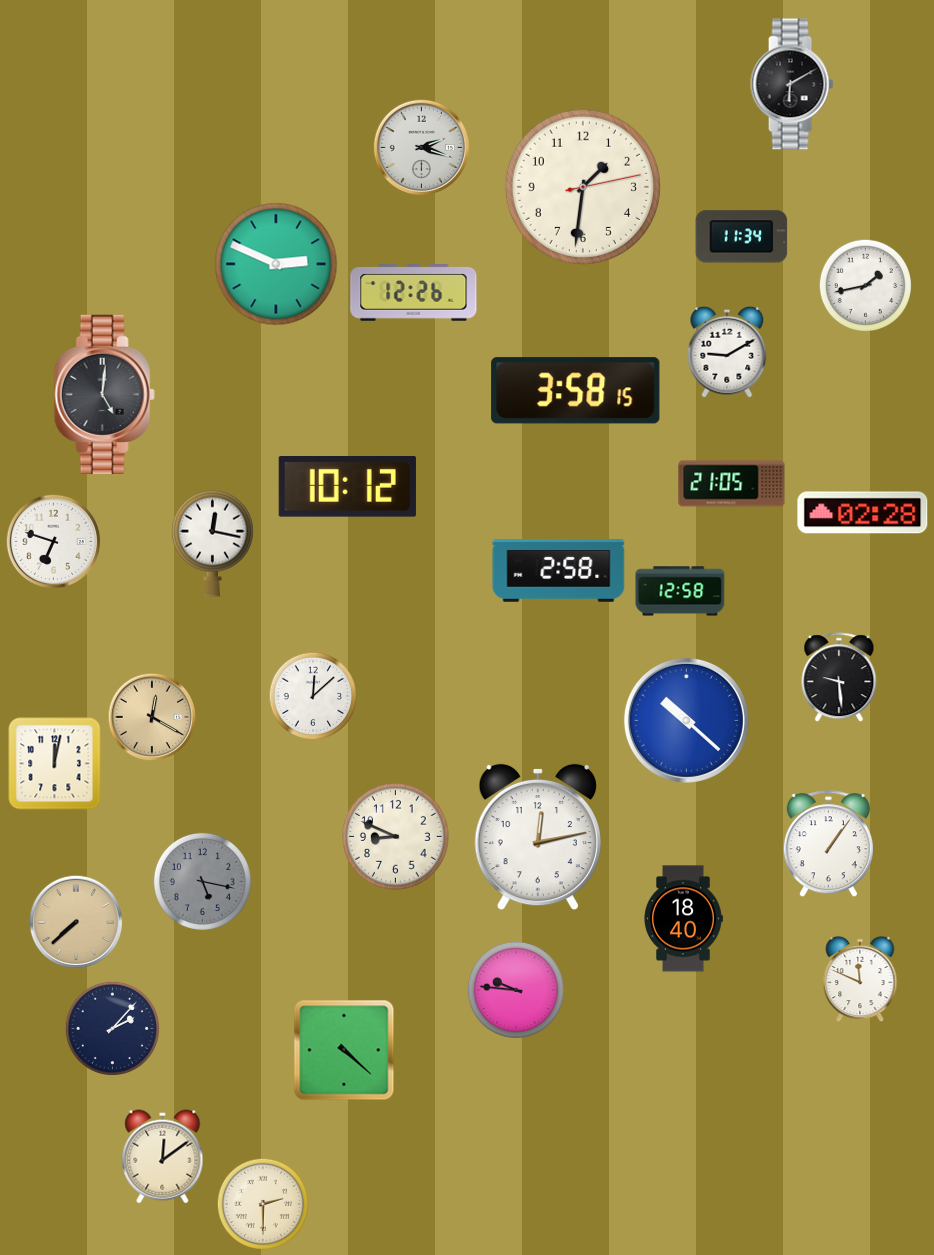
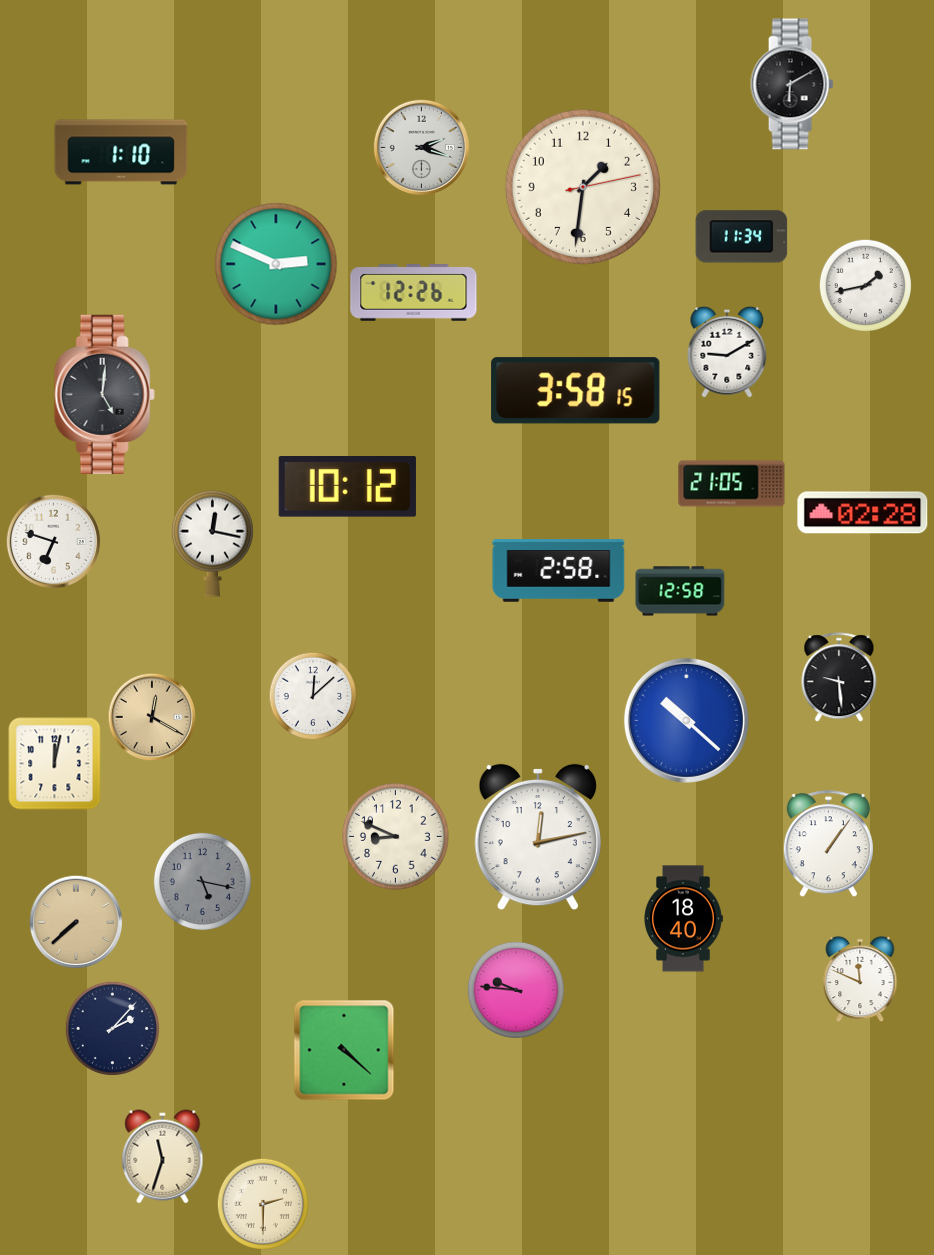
clock at (121, 152): none -> 1:10
clock at (163, 1157): 12:09 -> 11:33
